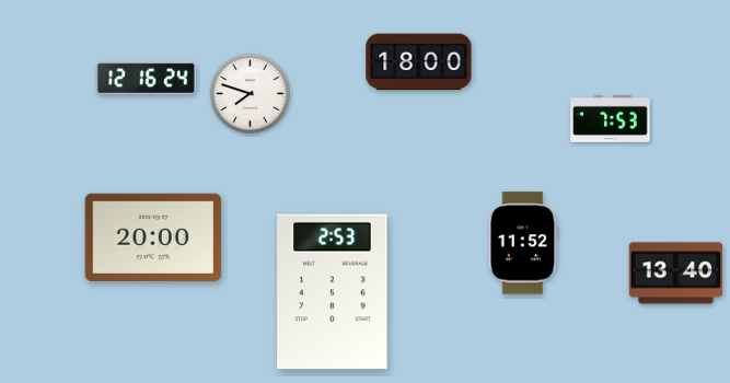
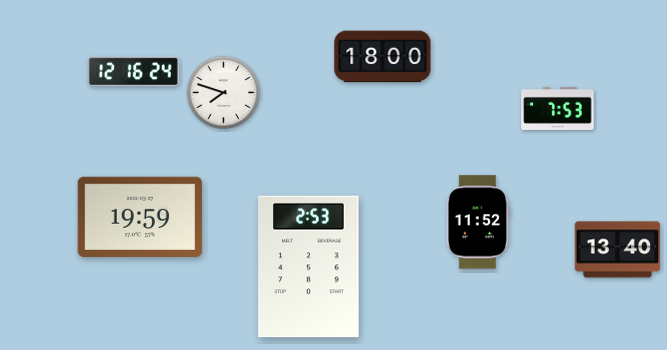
clock at (250, 93) position: (250, 93) -> (223, 92)
clock at (153, 236): 20:00 -> 19:59
clock at (333, 292) position: (333, 292) -> (309, 267)
